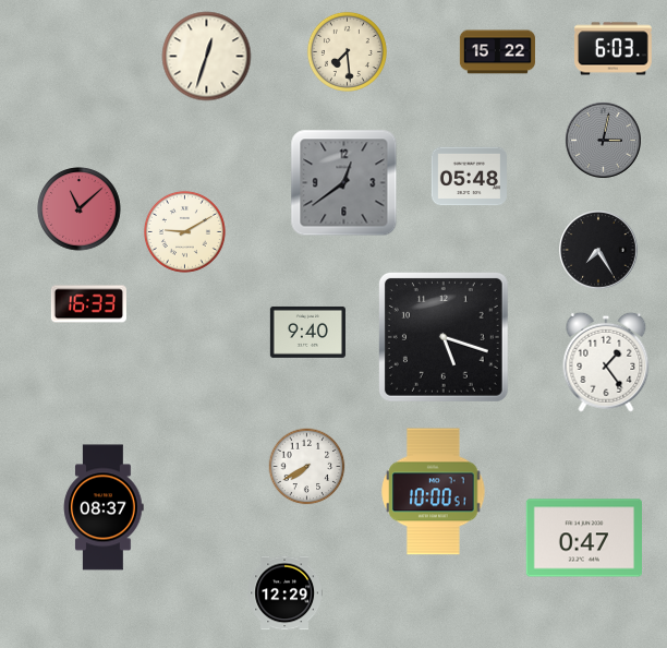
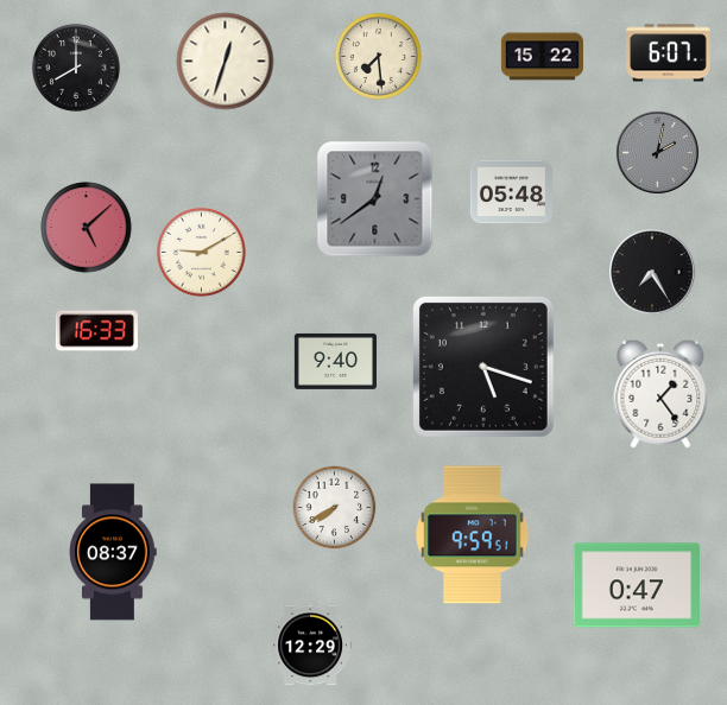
clock at (614, 49): 6:03 -> 6:07
clock at (76, 68): none -> 8:00
clock at (603, 140): 3:02 -> 2:02
clock at (80, 209): 11:08 -> 5:08
clock at (434, 492): 10:00 -> 9:59
